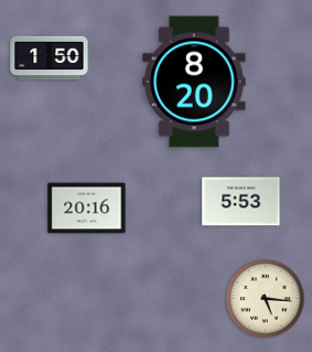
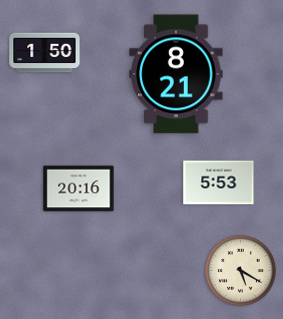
clock at (194, 82): 8:20 -> 8:21
clock at (266, 299): 5:16 -> 5:20
